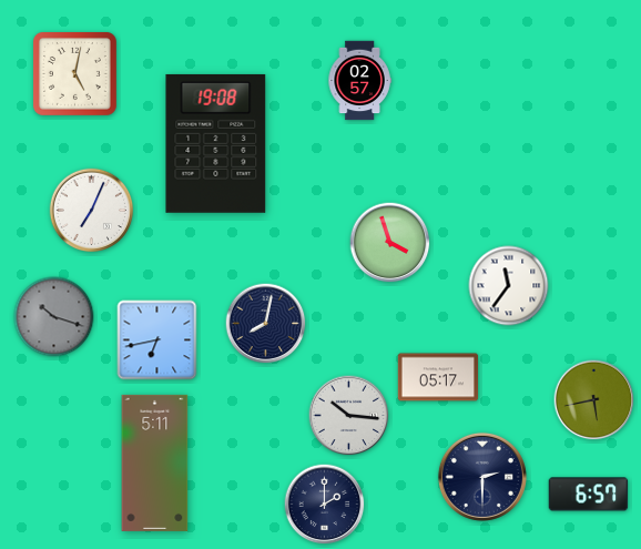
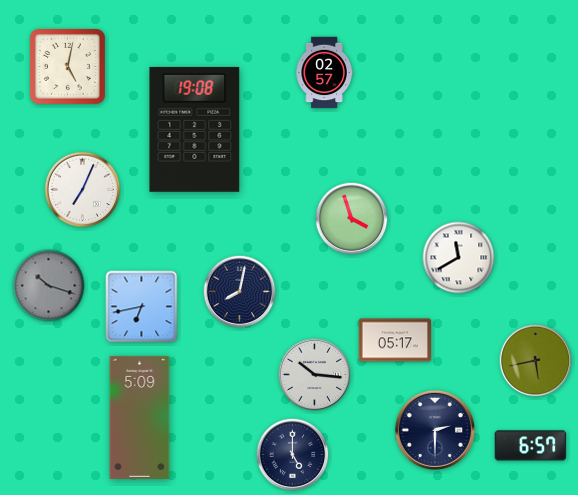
clock at (509, 286): 11:36 -> 11:40
clock at (155, 462): 5:11 -> 5:09
clock at (325, 505): 2:00 -> 5:00
